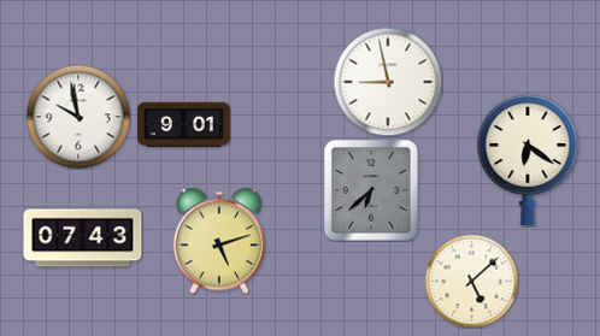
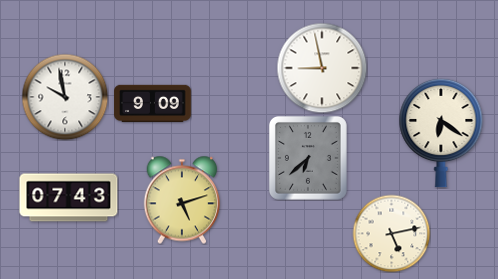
clock at (184, 125): 9:01 -> 9:09
clock at (528, 160) position: (528, 160) -> (441, 133)
clock at (471, 281): 5:08 -> 5:13
